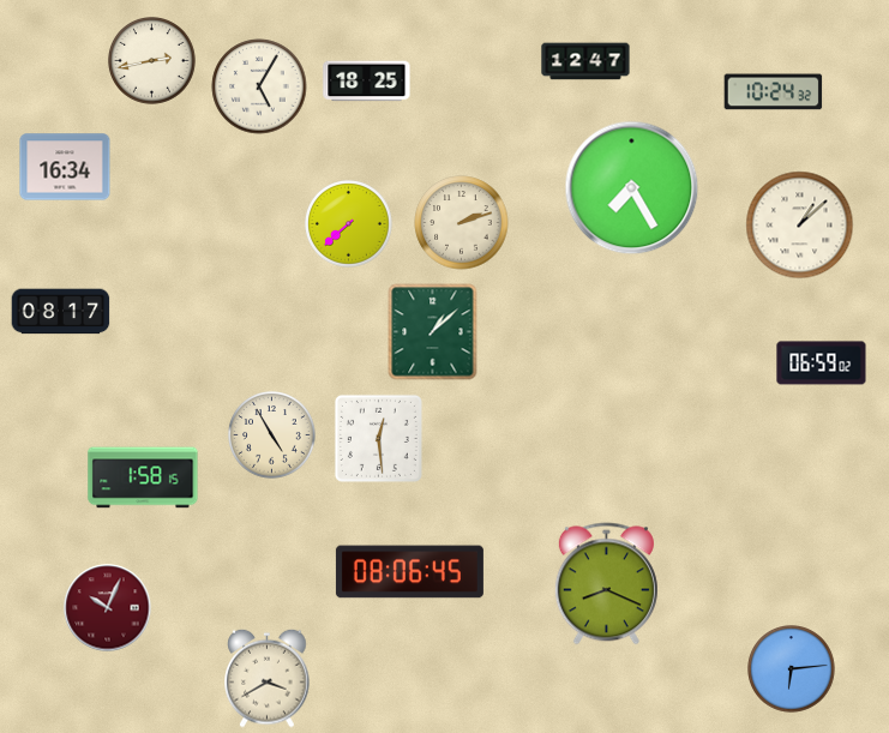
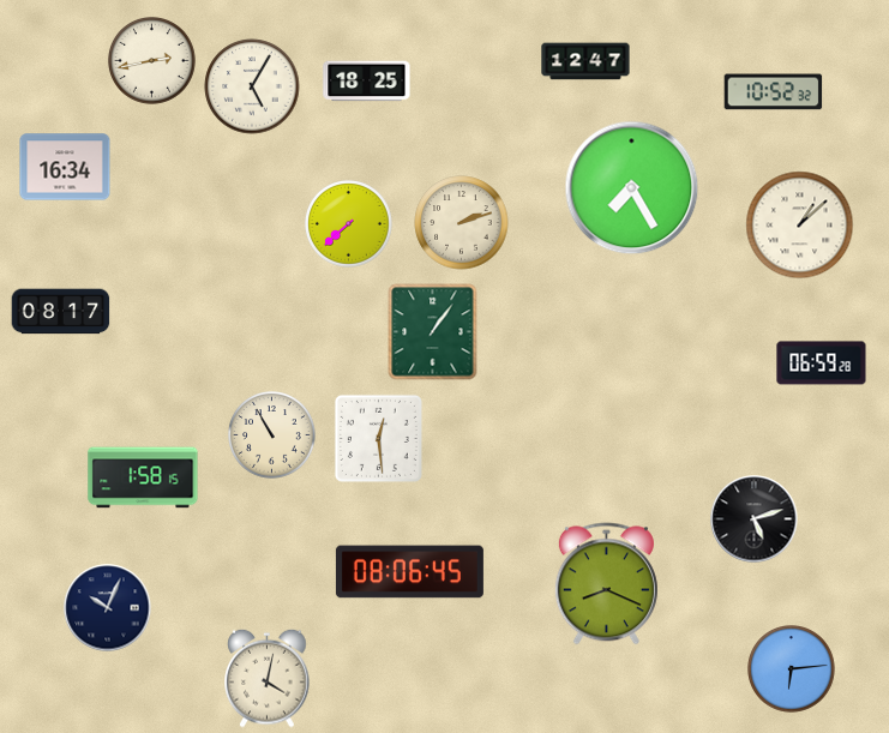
clock at (259, 86) position: (259, 86) -> (252, 86)
clock at (774, 92): 10:24 -> 10:52
clock at (433, 332): 1:08 -> 1:06
clock at (822, 364): 06:59:02 -> 06:59:28
clock at (272, 435): 4:55 -> 10:55
clock at (755, 519): none -> 5:12
clock at (108, 608) dial: burgundy -> navy
clock at (268, 678): 3:40 -> 4:02
